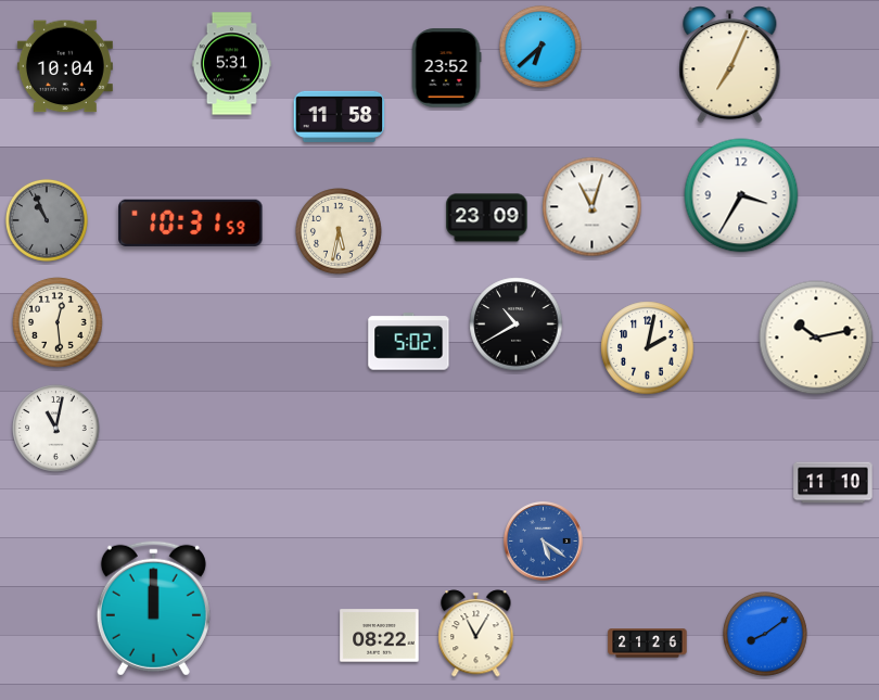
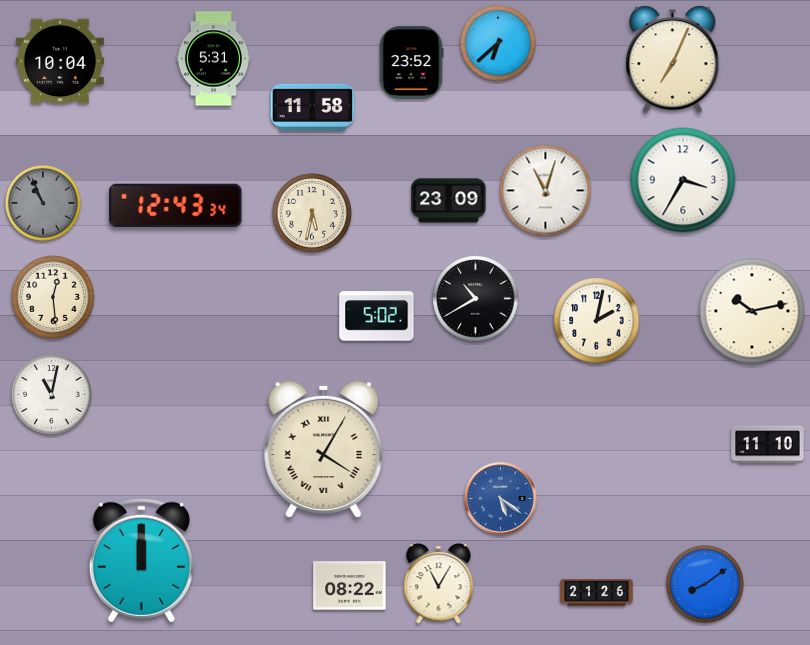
clock at (191, 222): 10:31 -> 12:43
clock at (324, 449): none -> 4:05
